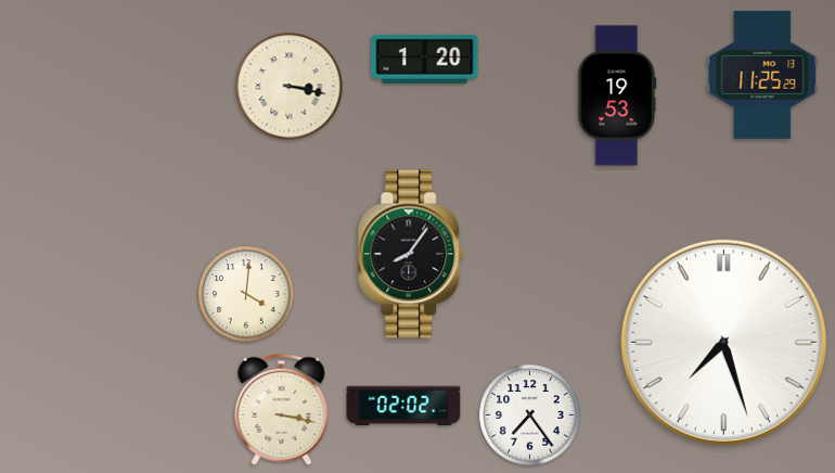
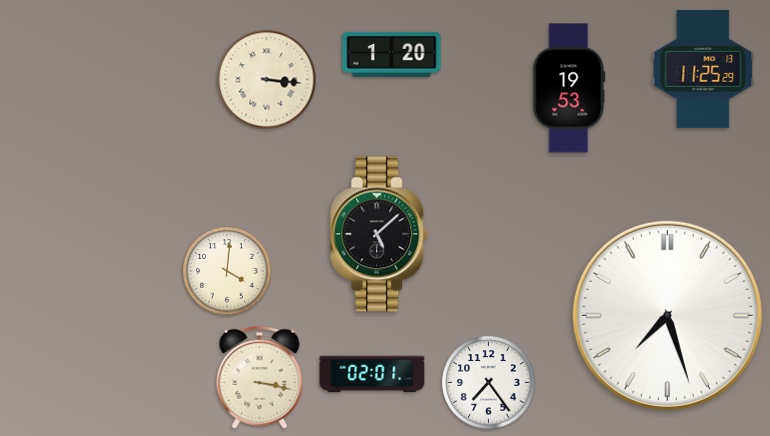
clock at (290, 87): 3:17 -> 3:16
clock at (411, 254): 8:06 -> 5:08
clock at (403, 406): 02:02 -> 02:01
